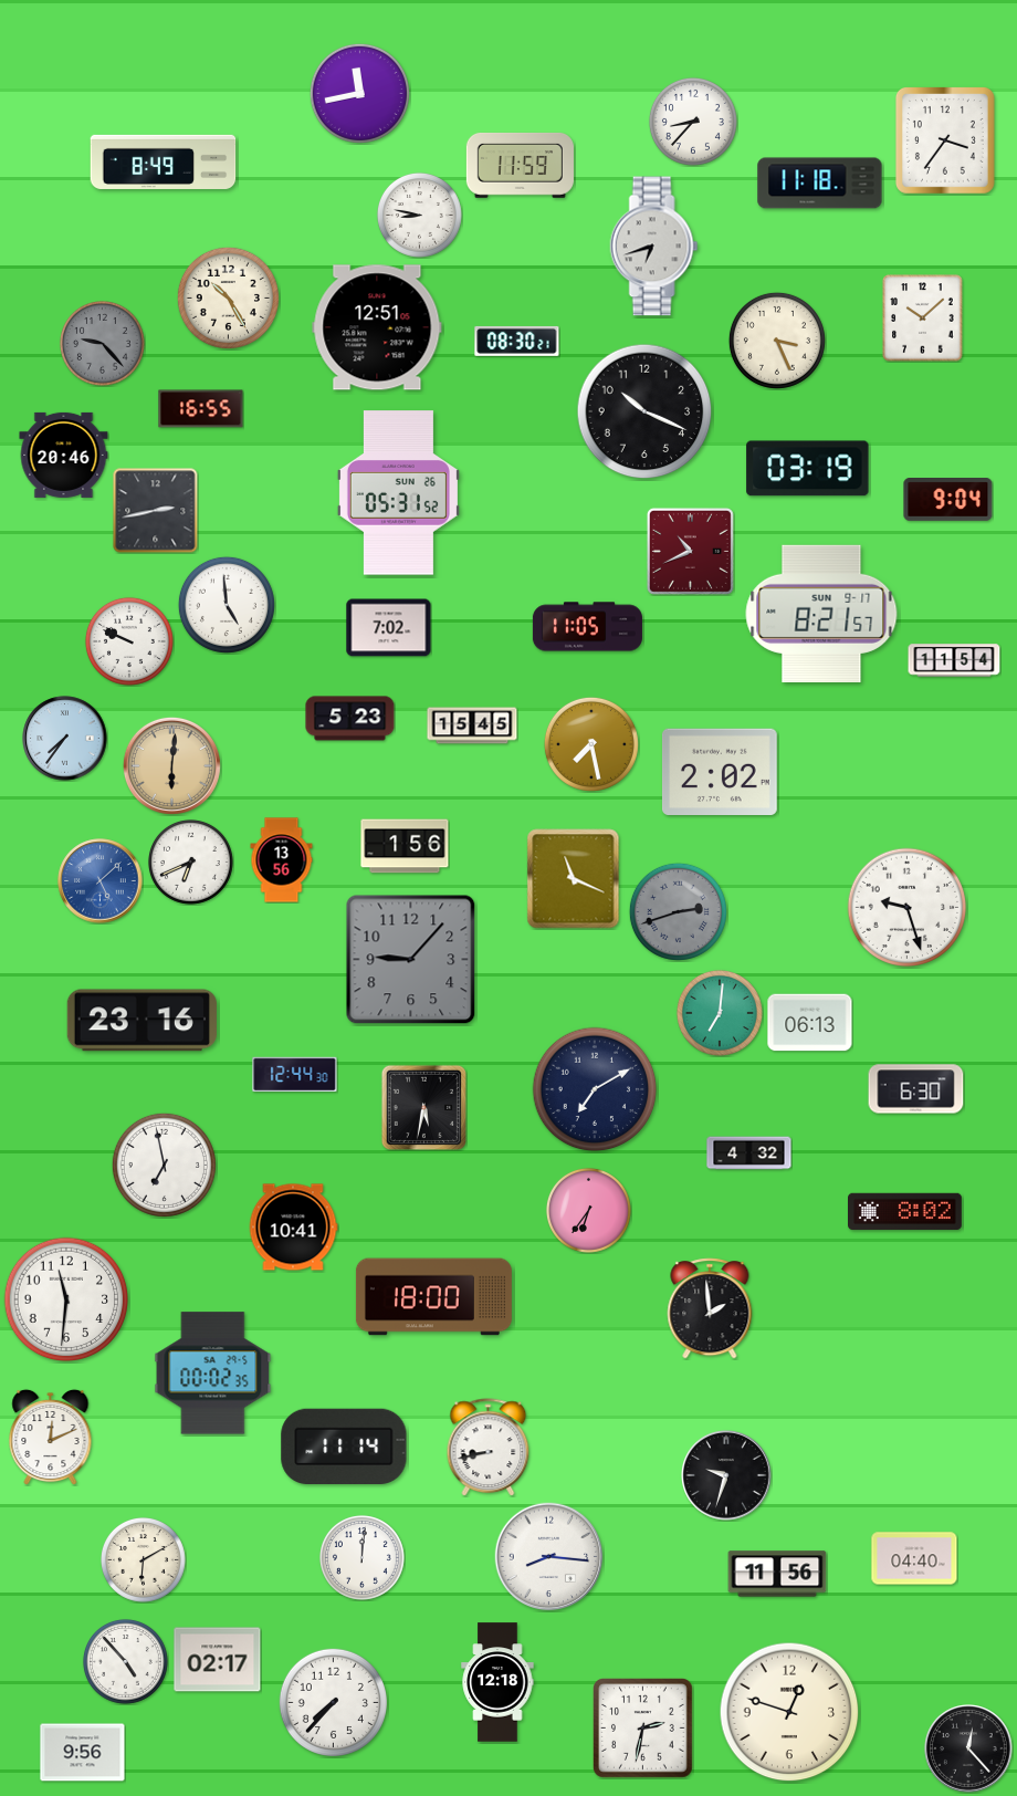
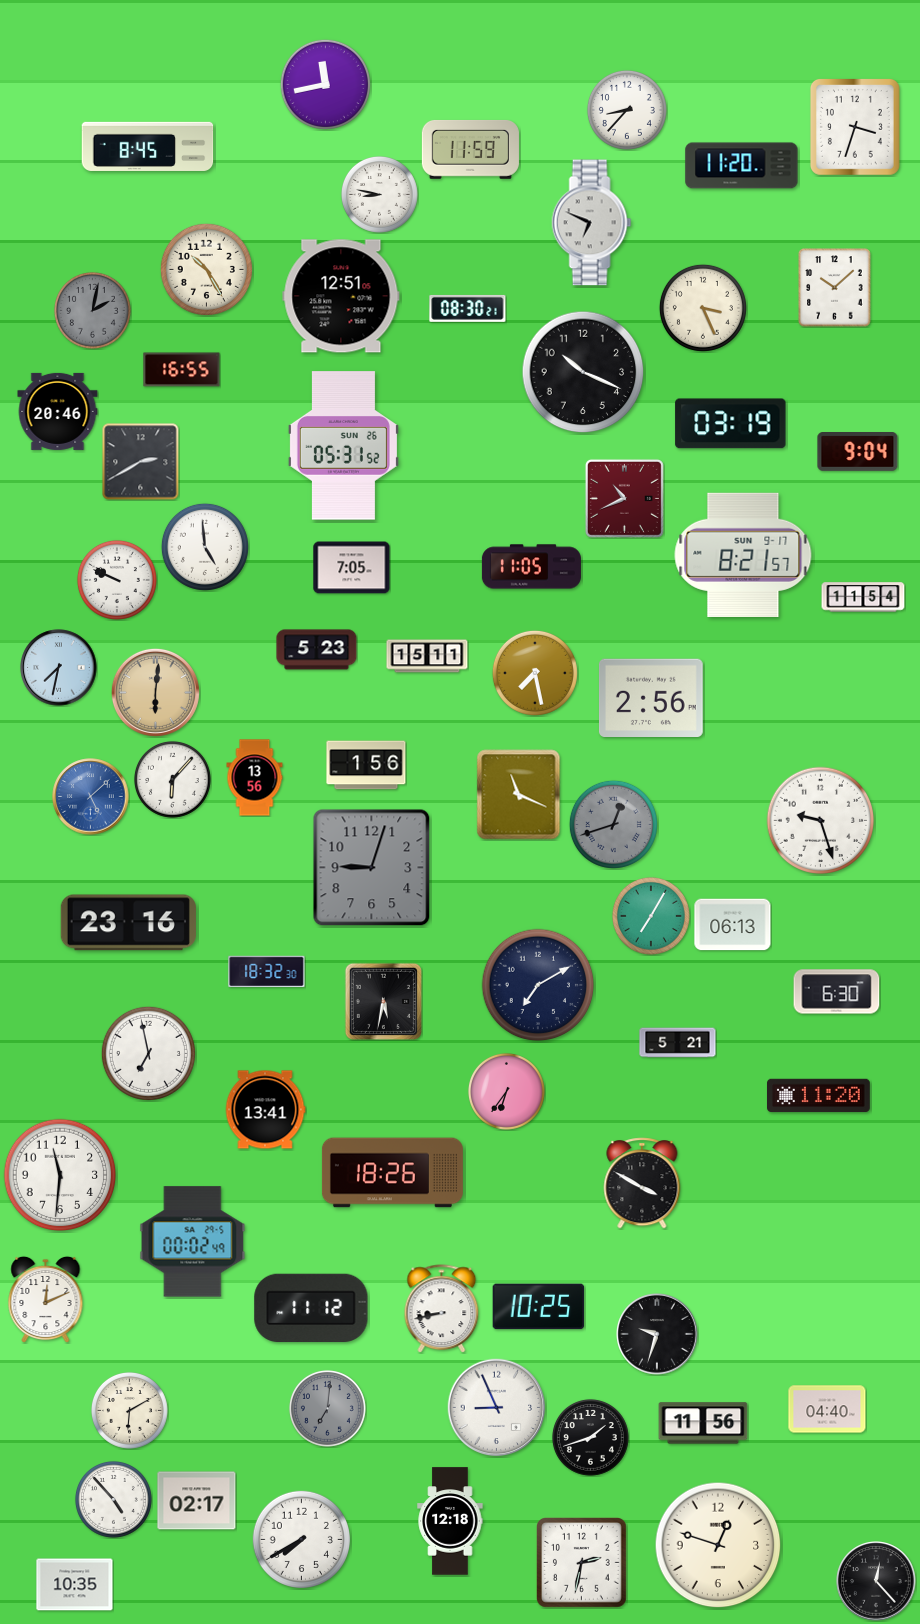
clock at (945, 140): 3:36 -> 3:33
clock at (164, 161): 8:49 -> 8:45
clock at (820, 184): 11:18 -> 11:20
clock at (654, 247): 6:42 -> 6:49
clock at (102, 343): 9:23 -> 2:02
clock at (398, 493) position: (398, 493) -> (343, 446)
clock at (156, 511): 2:43 -> 2:40
clock at (389, 628): 7:02 -> 7:05
clock at (472, 725): 15:45 -> 15:11
clock at (65, 739): 7:36 -> 7:32
clock at (720, 772): 2:02 -> 2:56
clock at (190, 862): 6:41 -> 6:07
clock at (678, 911): 2:42 -> 12:42
clock at (411, 960): 9:07 -> 9:03
clock at (720, 1013): 7:01 -> 7:05
clock at (295, 1075): 12:44 -> 18:32
clock at (916, 1089) position: (916, 1089) -> (837, 992)
clock at (749, 1153): 4:32 -> 5:21
clock at (588, 1210) position: (588, 1210) -> (506, 1091)
clock at (905, 1212): 8:02 -> 11:20
clock at (293, 1228): 10:41 -> 13:41
clock at (433, 1297): 18:00 -> 18:26
clock at (710, 1308): 1:59 -> 3:50
clock at (213, 1374): 00:02:35 -> 00:02:49
clock at (539, 1307): none -> 10:25
clock at (344, 1447): 11:14 -> 11:12
clock at (361, 1557): 12:01 -> 7:01
clock at (361, 1557) dial: white -> grey
clock at (549, 1557): 8:16 -> 8:56
clock at (590, 1437): none -> 1:42
clock at (125, 1661) position: (125, 1661) -> (113, 1499)
clock at (333, 1702): 7:37 -> 7:40
clock at (789, 1712) position: (789, 1712) -> (718, 1545)
clock at (83, 1753): 9:56 -> 10:35
